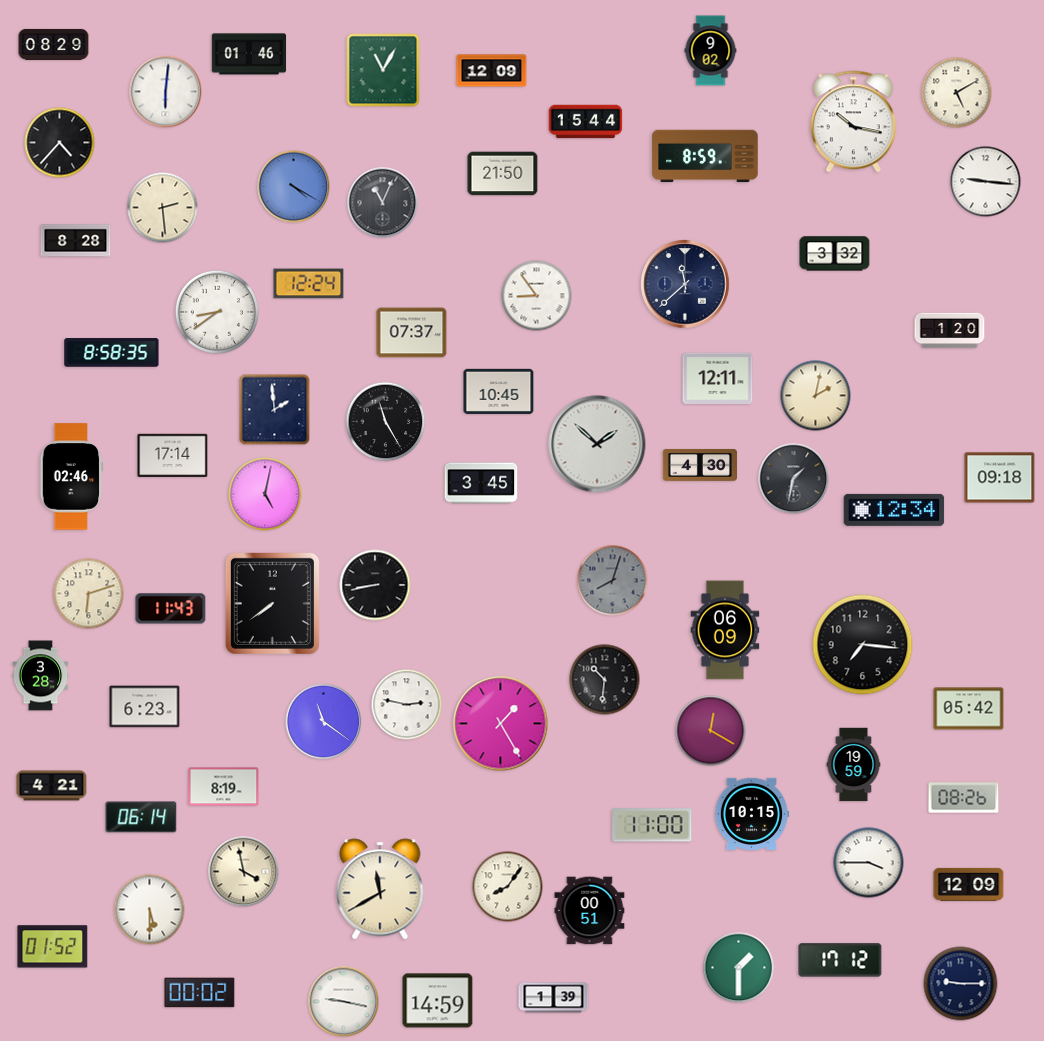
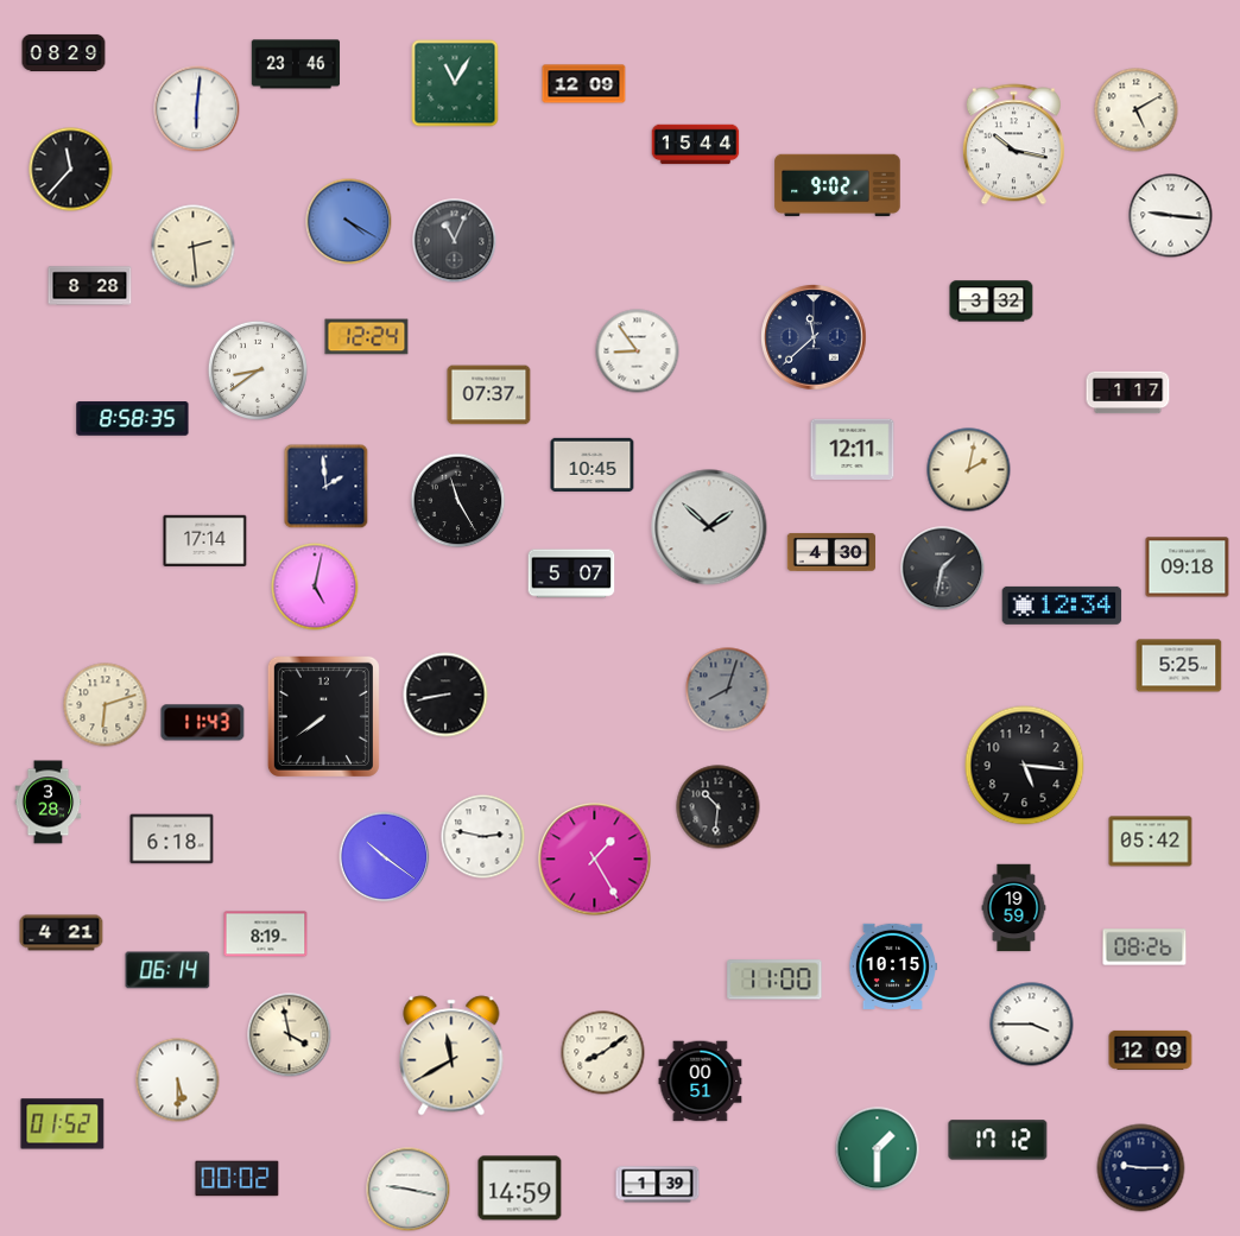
clock at (711, 51): 9:02 -> none
clock at (249, 54): 01:46 -> 23:46
clock at (60, 143): 4:37 -> 11:37
clock at (705, 156): 8:59 -> 9:02
clock at (503, 174): 21:50 -> none
clock at (950, 331): 1:20 -> 1:17
clock at (72, 477): 02:46 -> none
clock at (481, 483): 3:45 -> 5:07
clock at (1179, 666): none -> 5:25
clock at (725, 630): 06:09 -> none
clock at (863, 645): 7:16 -> 5:16
clock at (145, 707): 6:23 -> 6:18
clock at (324, 722): 11:21 -> 10:21
clock at (711, 731): 12:20 -> none
clock at (508, 887): 8:06 -> 8:09
